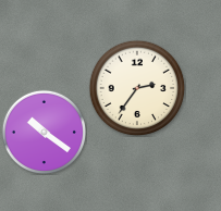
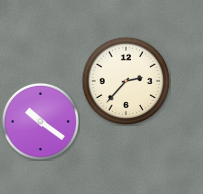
clock at (137, 88): 2:36 -> 2:37
